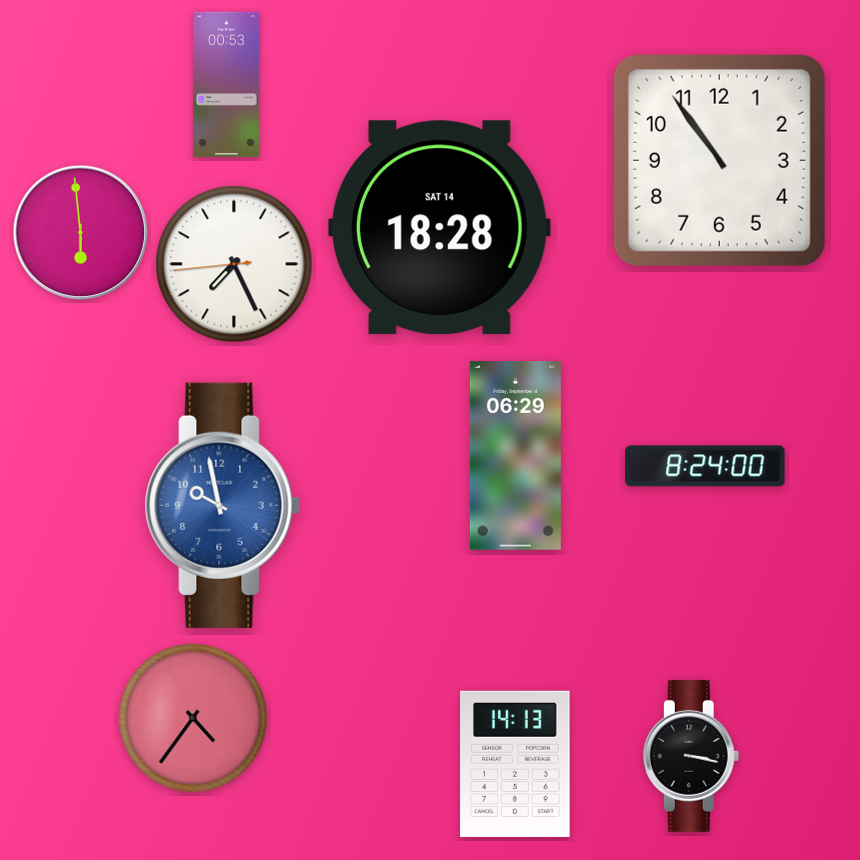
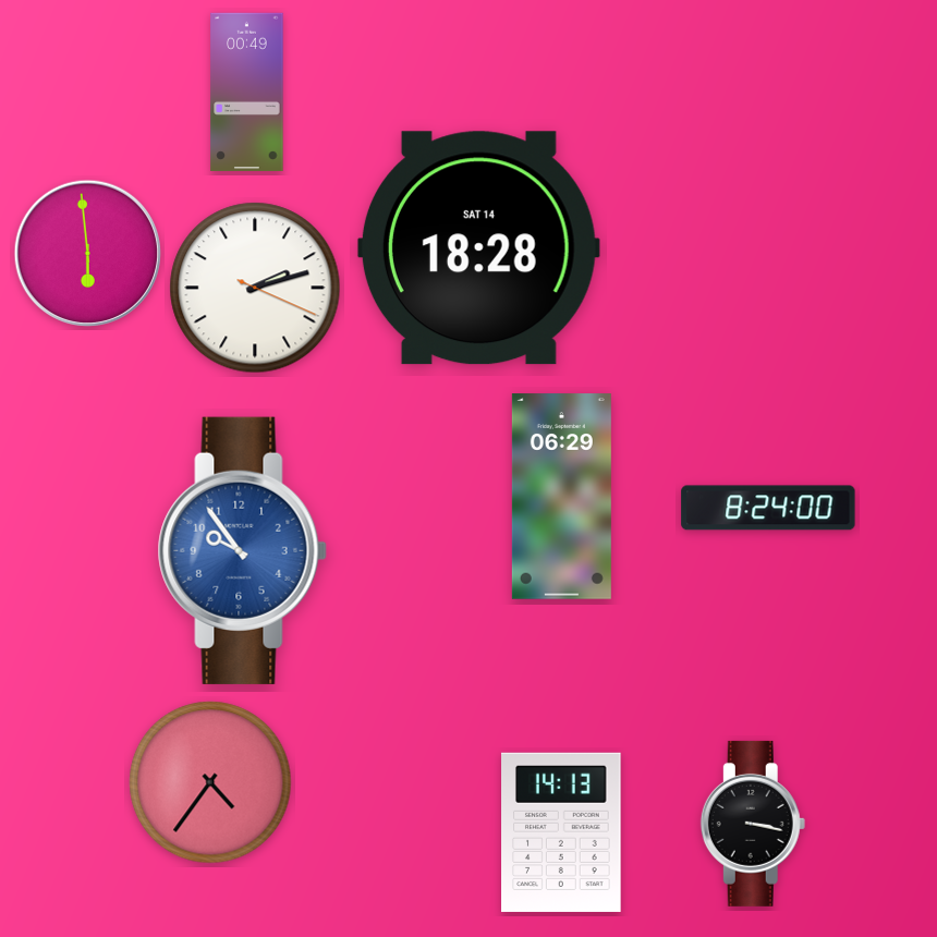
clock at (227, 85): 00:53 -> 00:49
clock at (719, 160): 10:54 -> none
clock at (234, 264): 7:25 -> 2:12
clock at (222, 505): 9:58 -> 9:54
